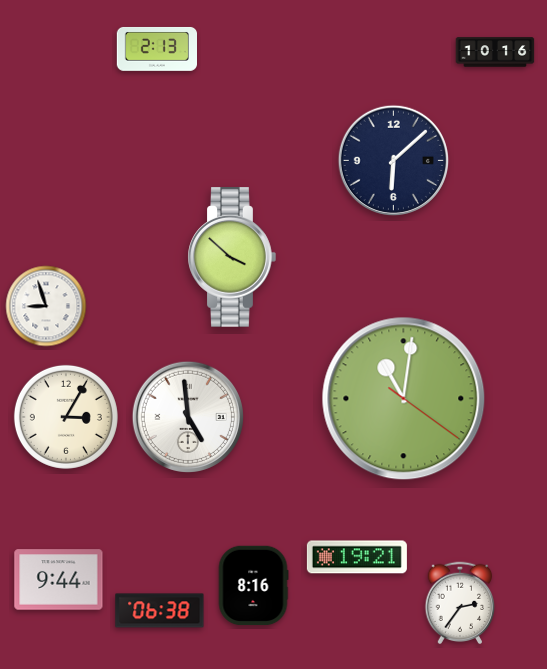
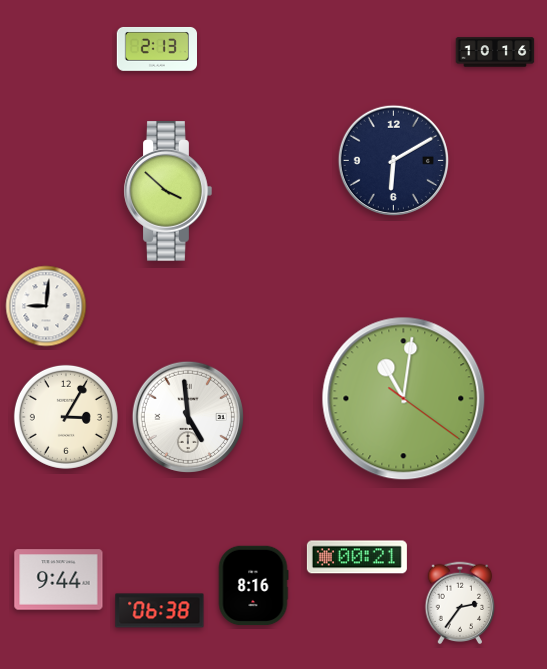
clock at (393, 160): 6:08 -> 6:10
clock at (232, 257) position: (232, 257) -> (168, 191)
clock at (46, 306): 8:57 -> 9:01
clock at (357, 557): 19:21 -> 00:21
